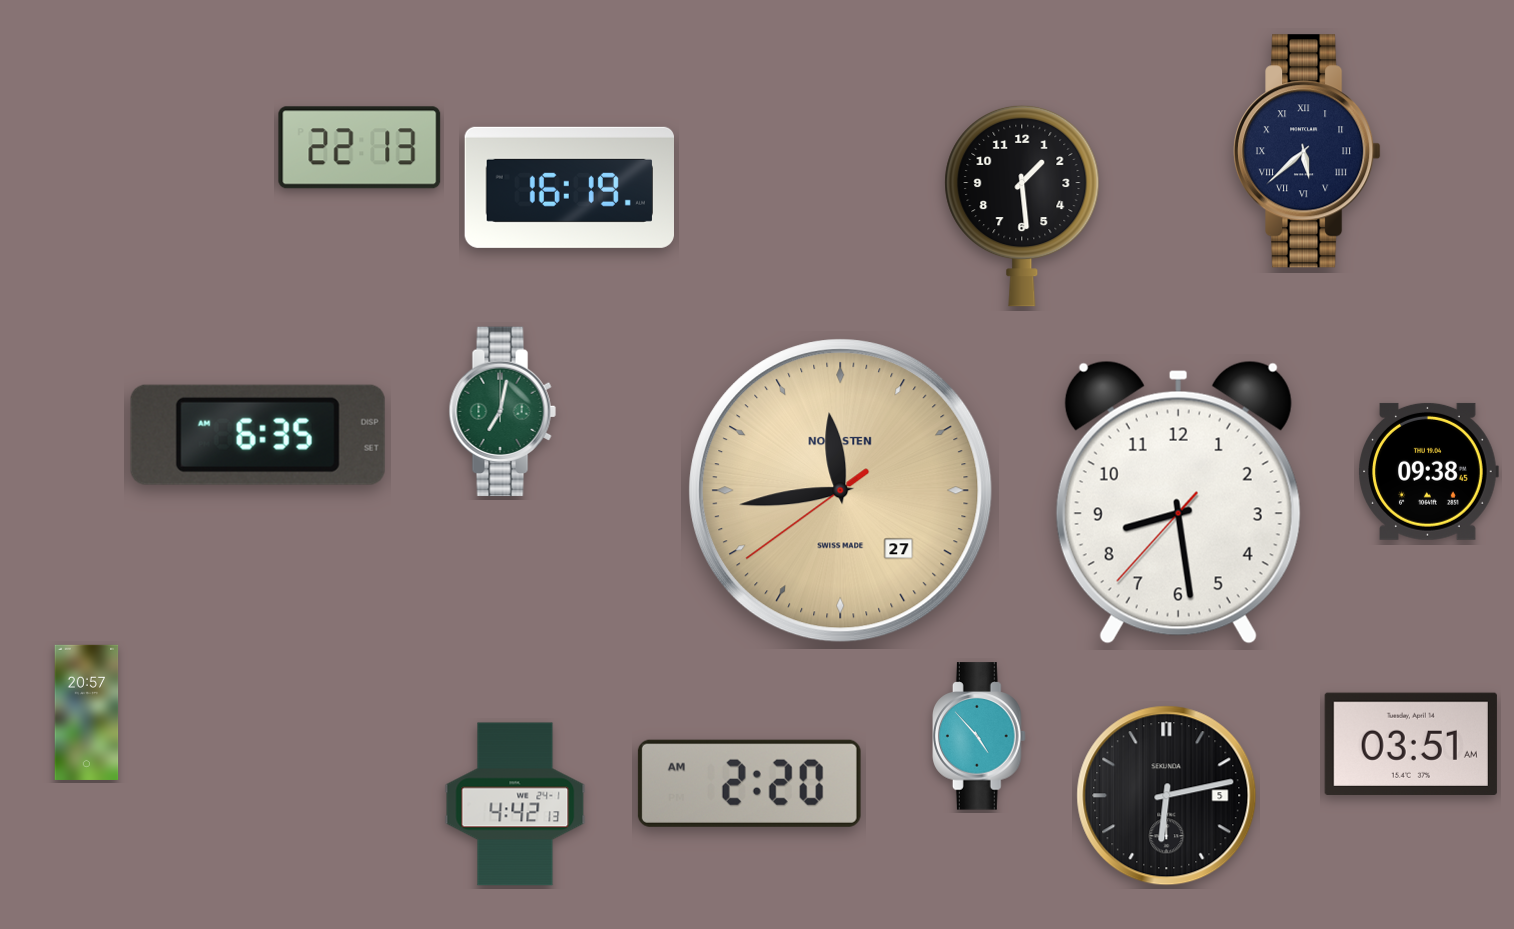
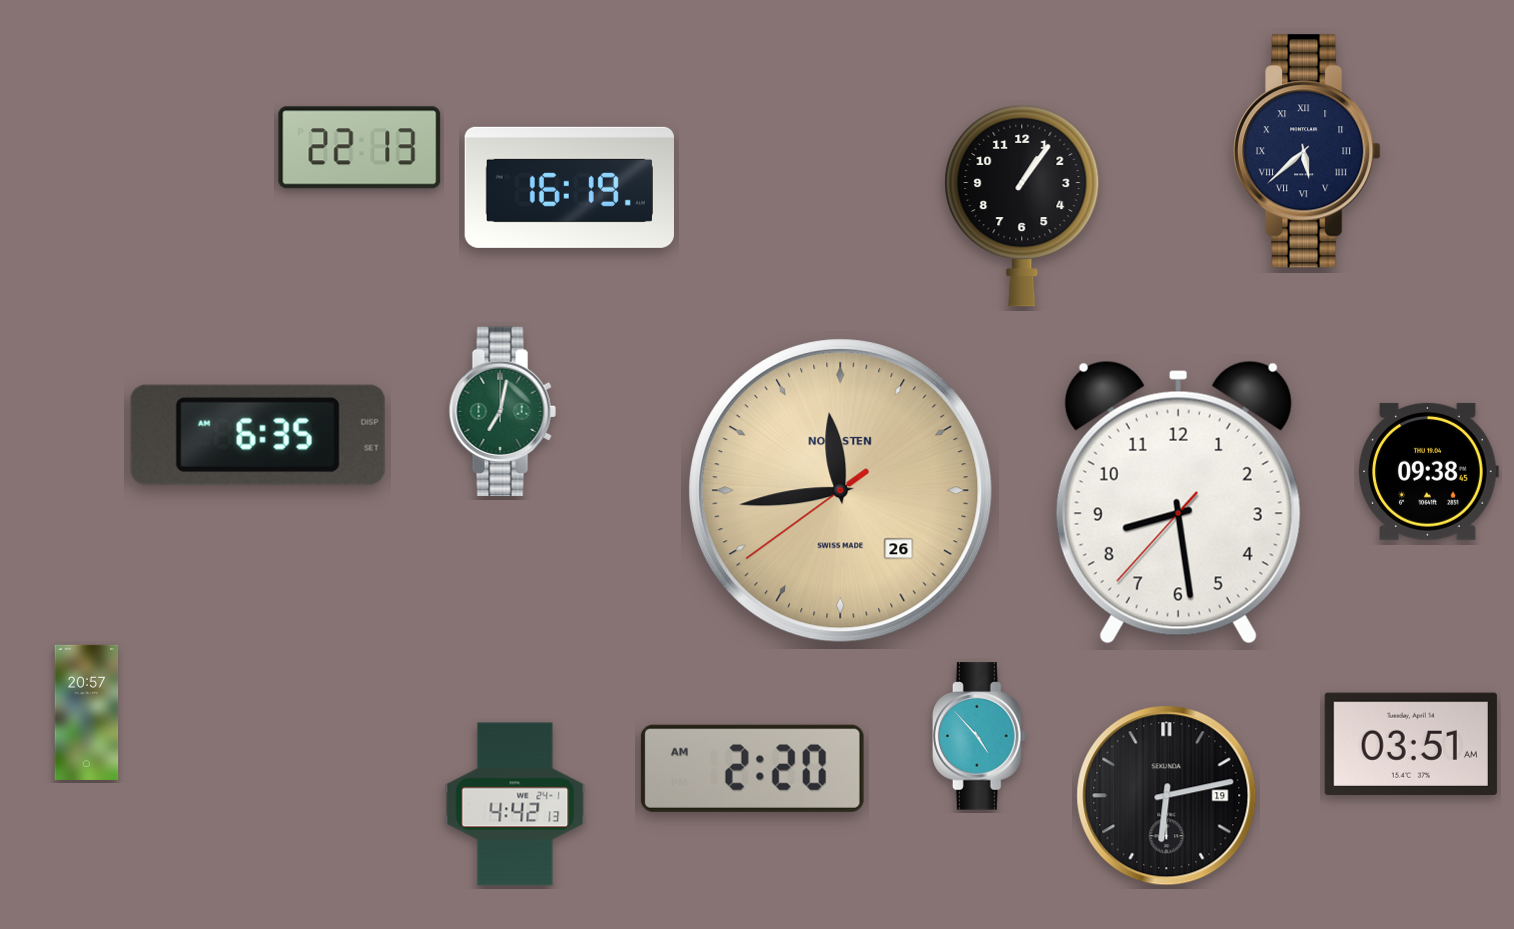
clock at (1022, 206): 1:29 -> 1:06
clock at (841, 491) date: 27 -> 26
clock at (749, 783) position: (749, 783) -> (752, 768)
clock at (1167, 796) date: 5 -> 19
